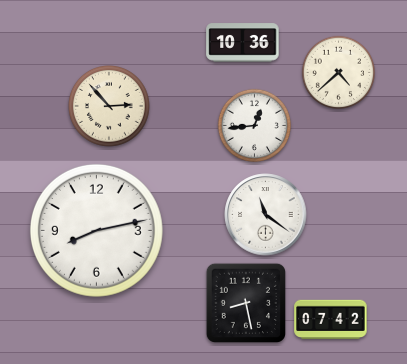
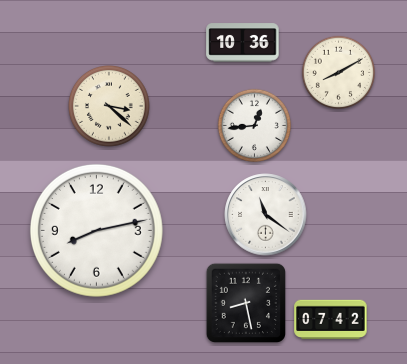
clock at (338, 72): 4:38 -> 8:10
clock at (110, 107): 2:53 -> 3:22
